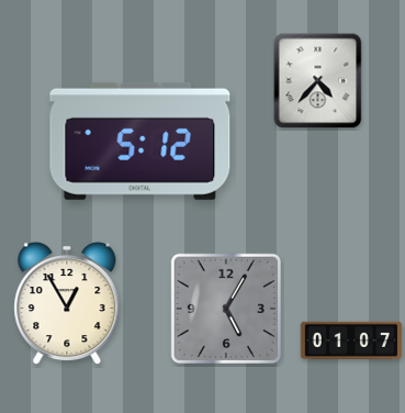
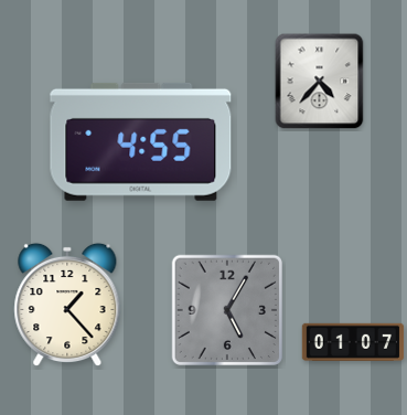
clock at (140, 141): 5:12 -> 4:55
clock at (67, 303): 12:55 -> 1:23
